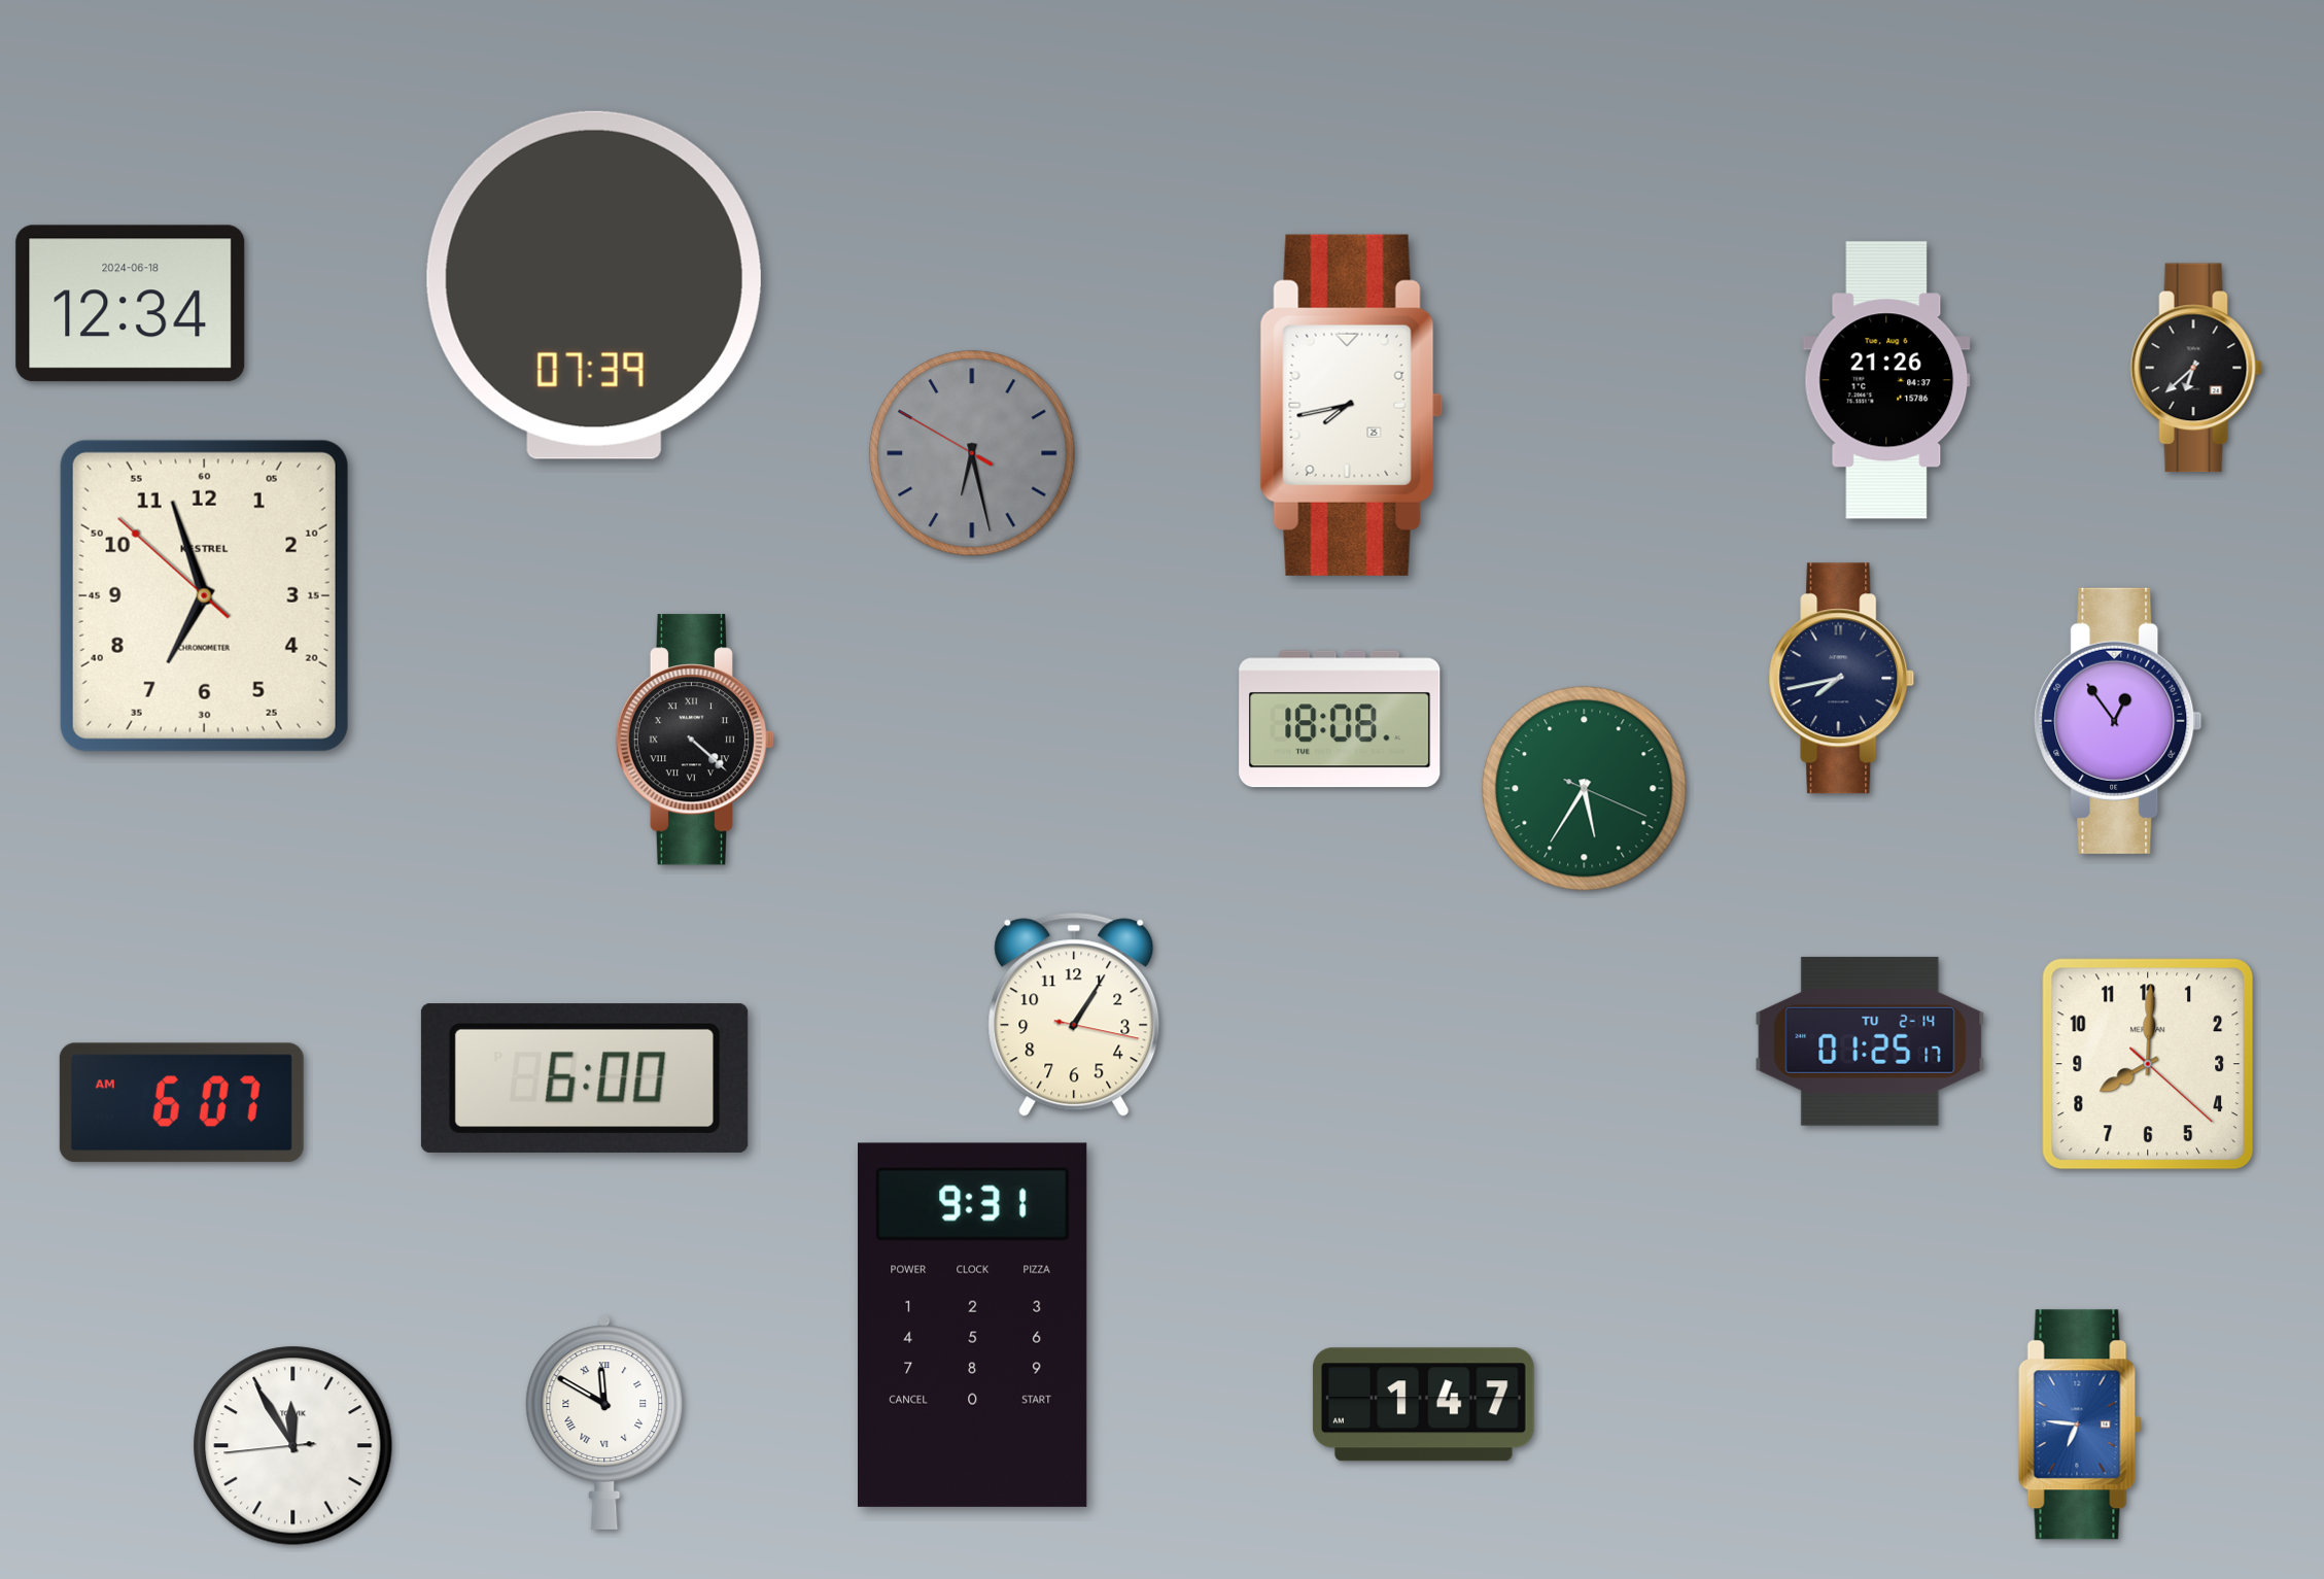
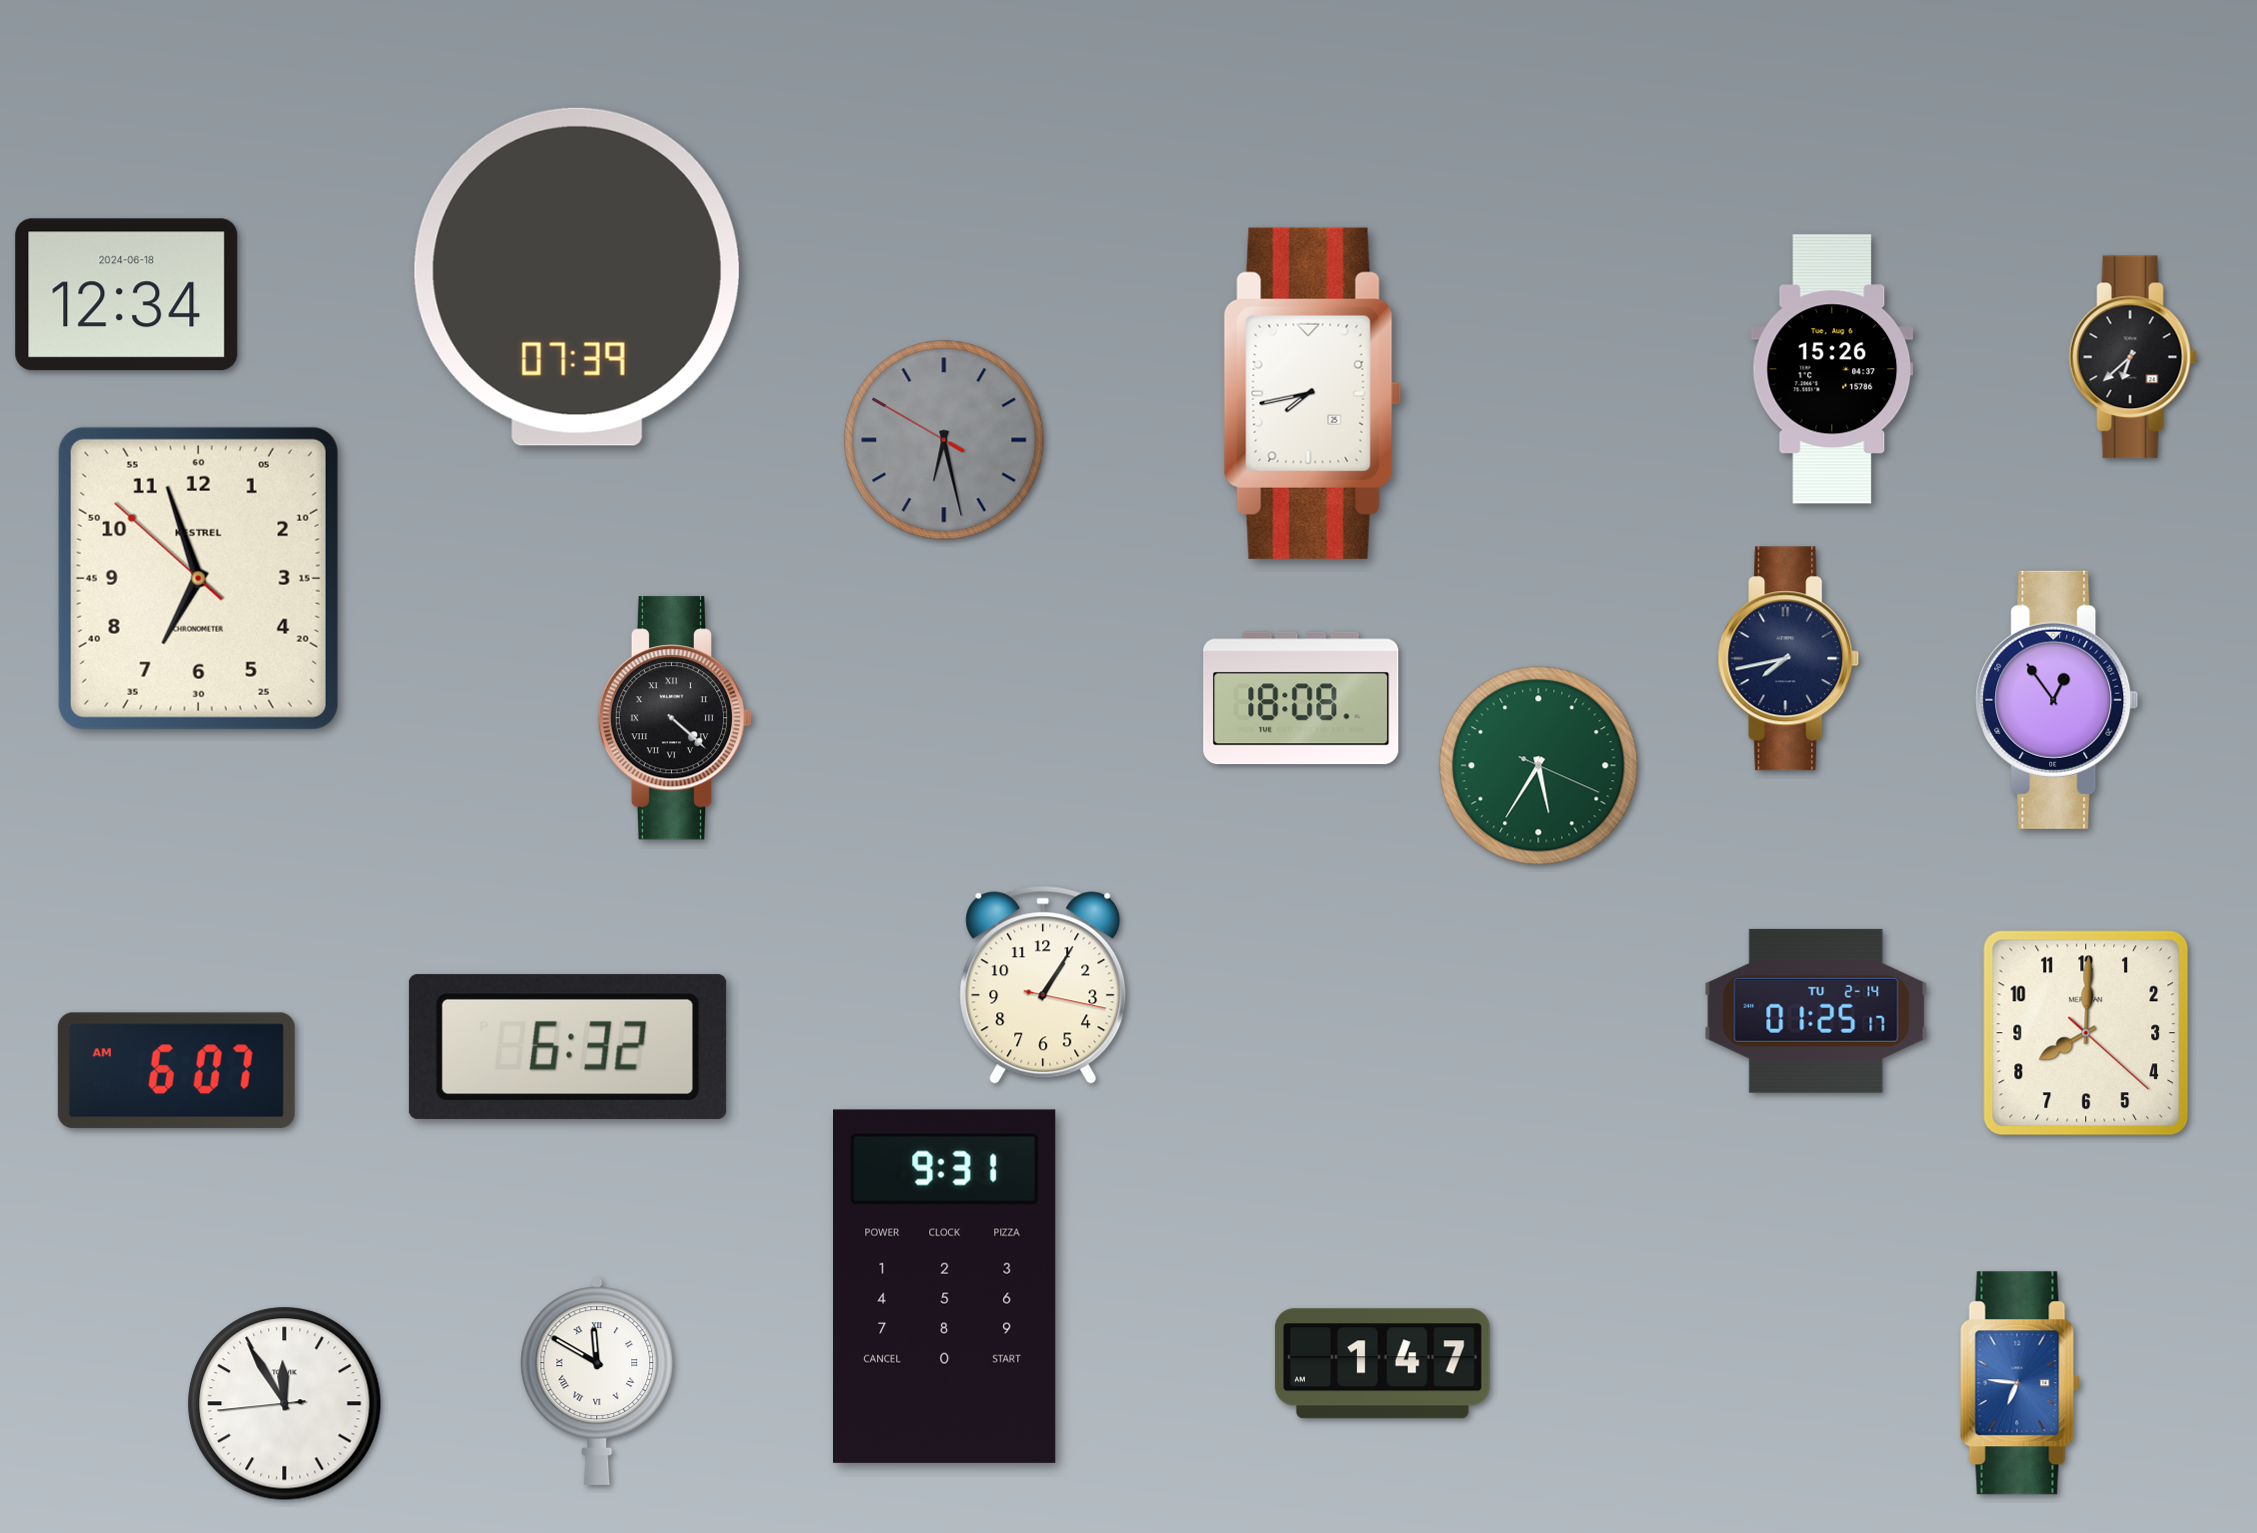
clock at (1886, 380): 21:26 -> 15:26
clock at (585, 1078): 6:00 -> 6:32
clock at (604, 1422) position: (604, 1422) -> (597, 1381)
